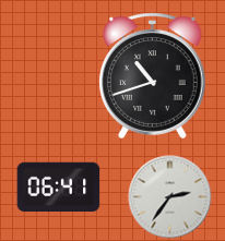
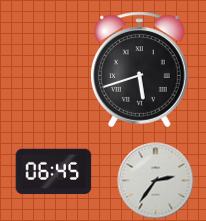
clock at (153, 76): 10:42 -> 5:42
clock at (59, 188): 06:41 -> 06:45
